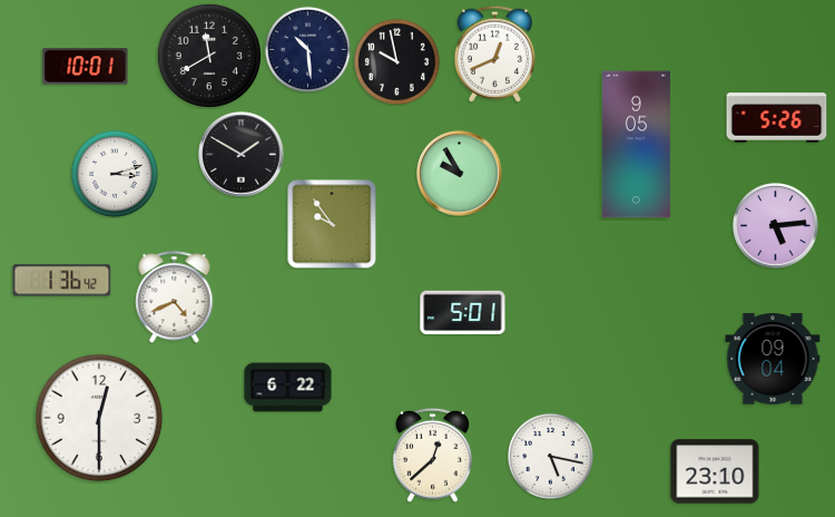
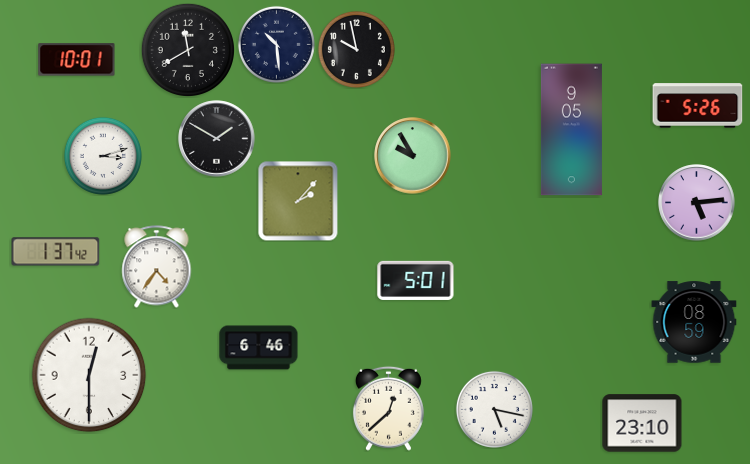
clock at (494, 53): 12:41 -> none
clock at (396, 61) position: (396, 61) -> (356, 49)
clock at (332, 224): 9:54 -> 2:07
clock at (62, 281): 1:36 -> 1:37
clock at (175, 297): 4:41 -> 4:36
clock at (773, 359): 09:04 -> 08:59
clock at (288, 388): 6:22 -> 6:46
